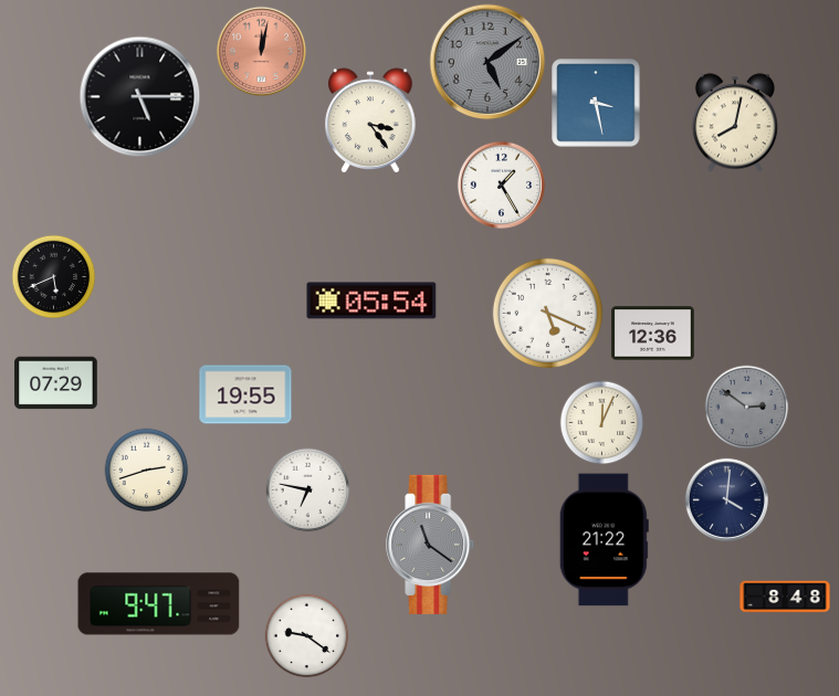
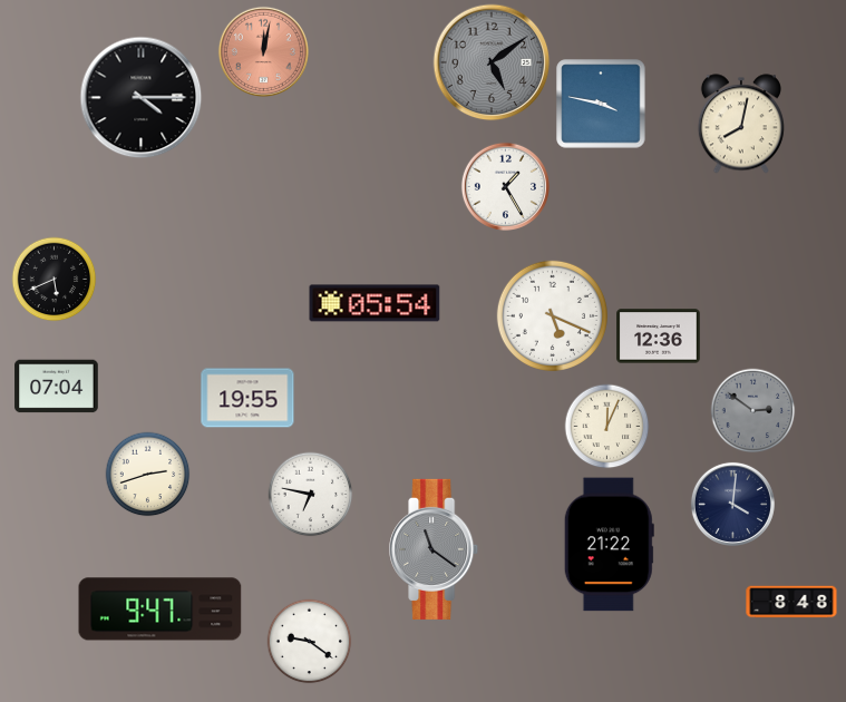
clock at (140, 97): 5:15 -> 4:15
clock at (596, 103): 3:28 -> 3:47
clock at (370, 120): 3:24 -> none
clock at (56, 383): 07:29 -> 07:04
